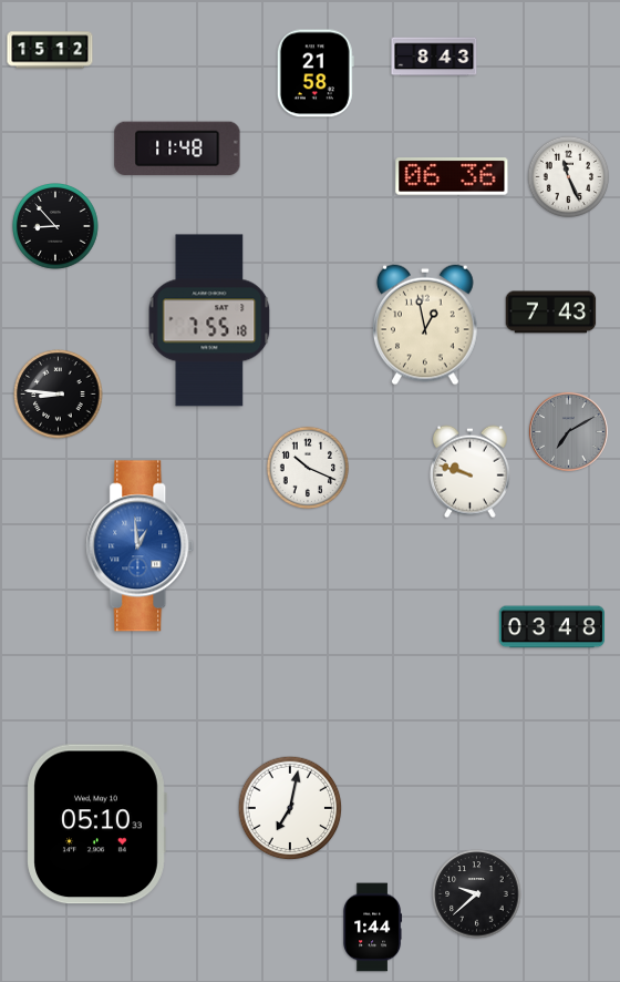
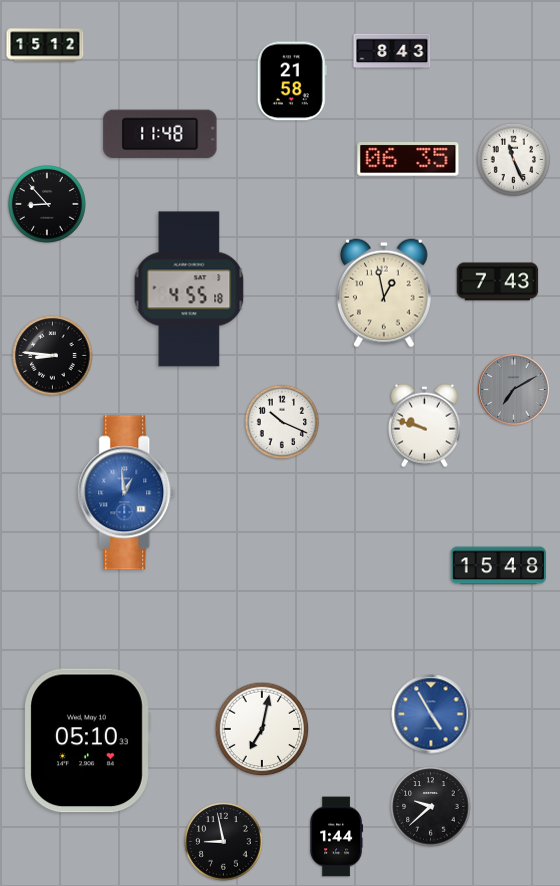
clock at (316, 73) position: (316, 73) -> (292, 81)
clock at (452, 176): 06:36 -> 06:35
clock at (56, 227) position: (56, 227) -> (48, 205)
clock at (209, 320): 7:55 -> 4:55
clock at (308, 468) position: (308, 468) -> (282, 422)
clock at (551, 627): 03:48 -> 15:48
clock at (431, 714): none -> 4:55
clock at (96, 825) position: (96, 825) -> (87, 741)
clock at (224, 842): none -> 8:58
